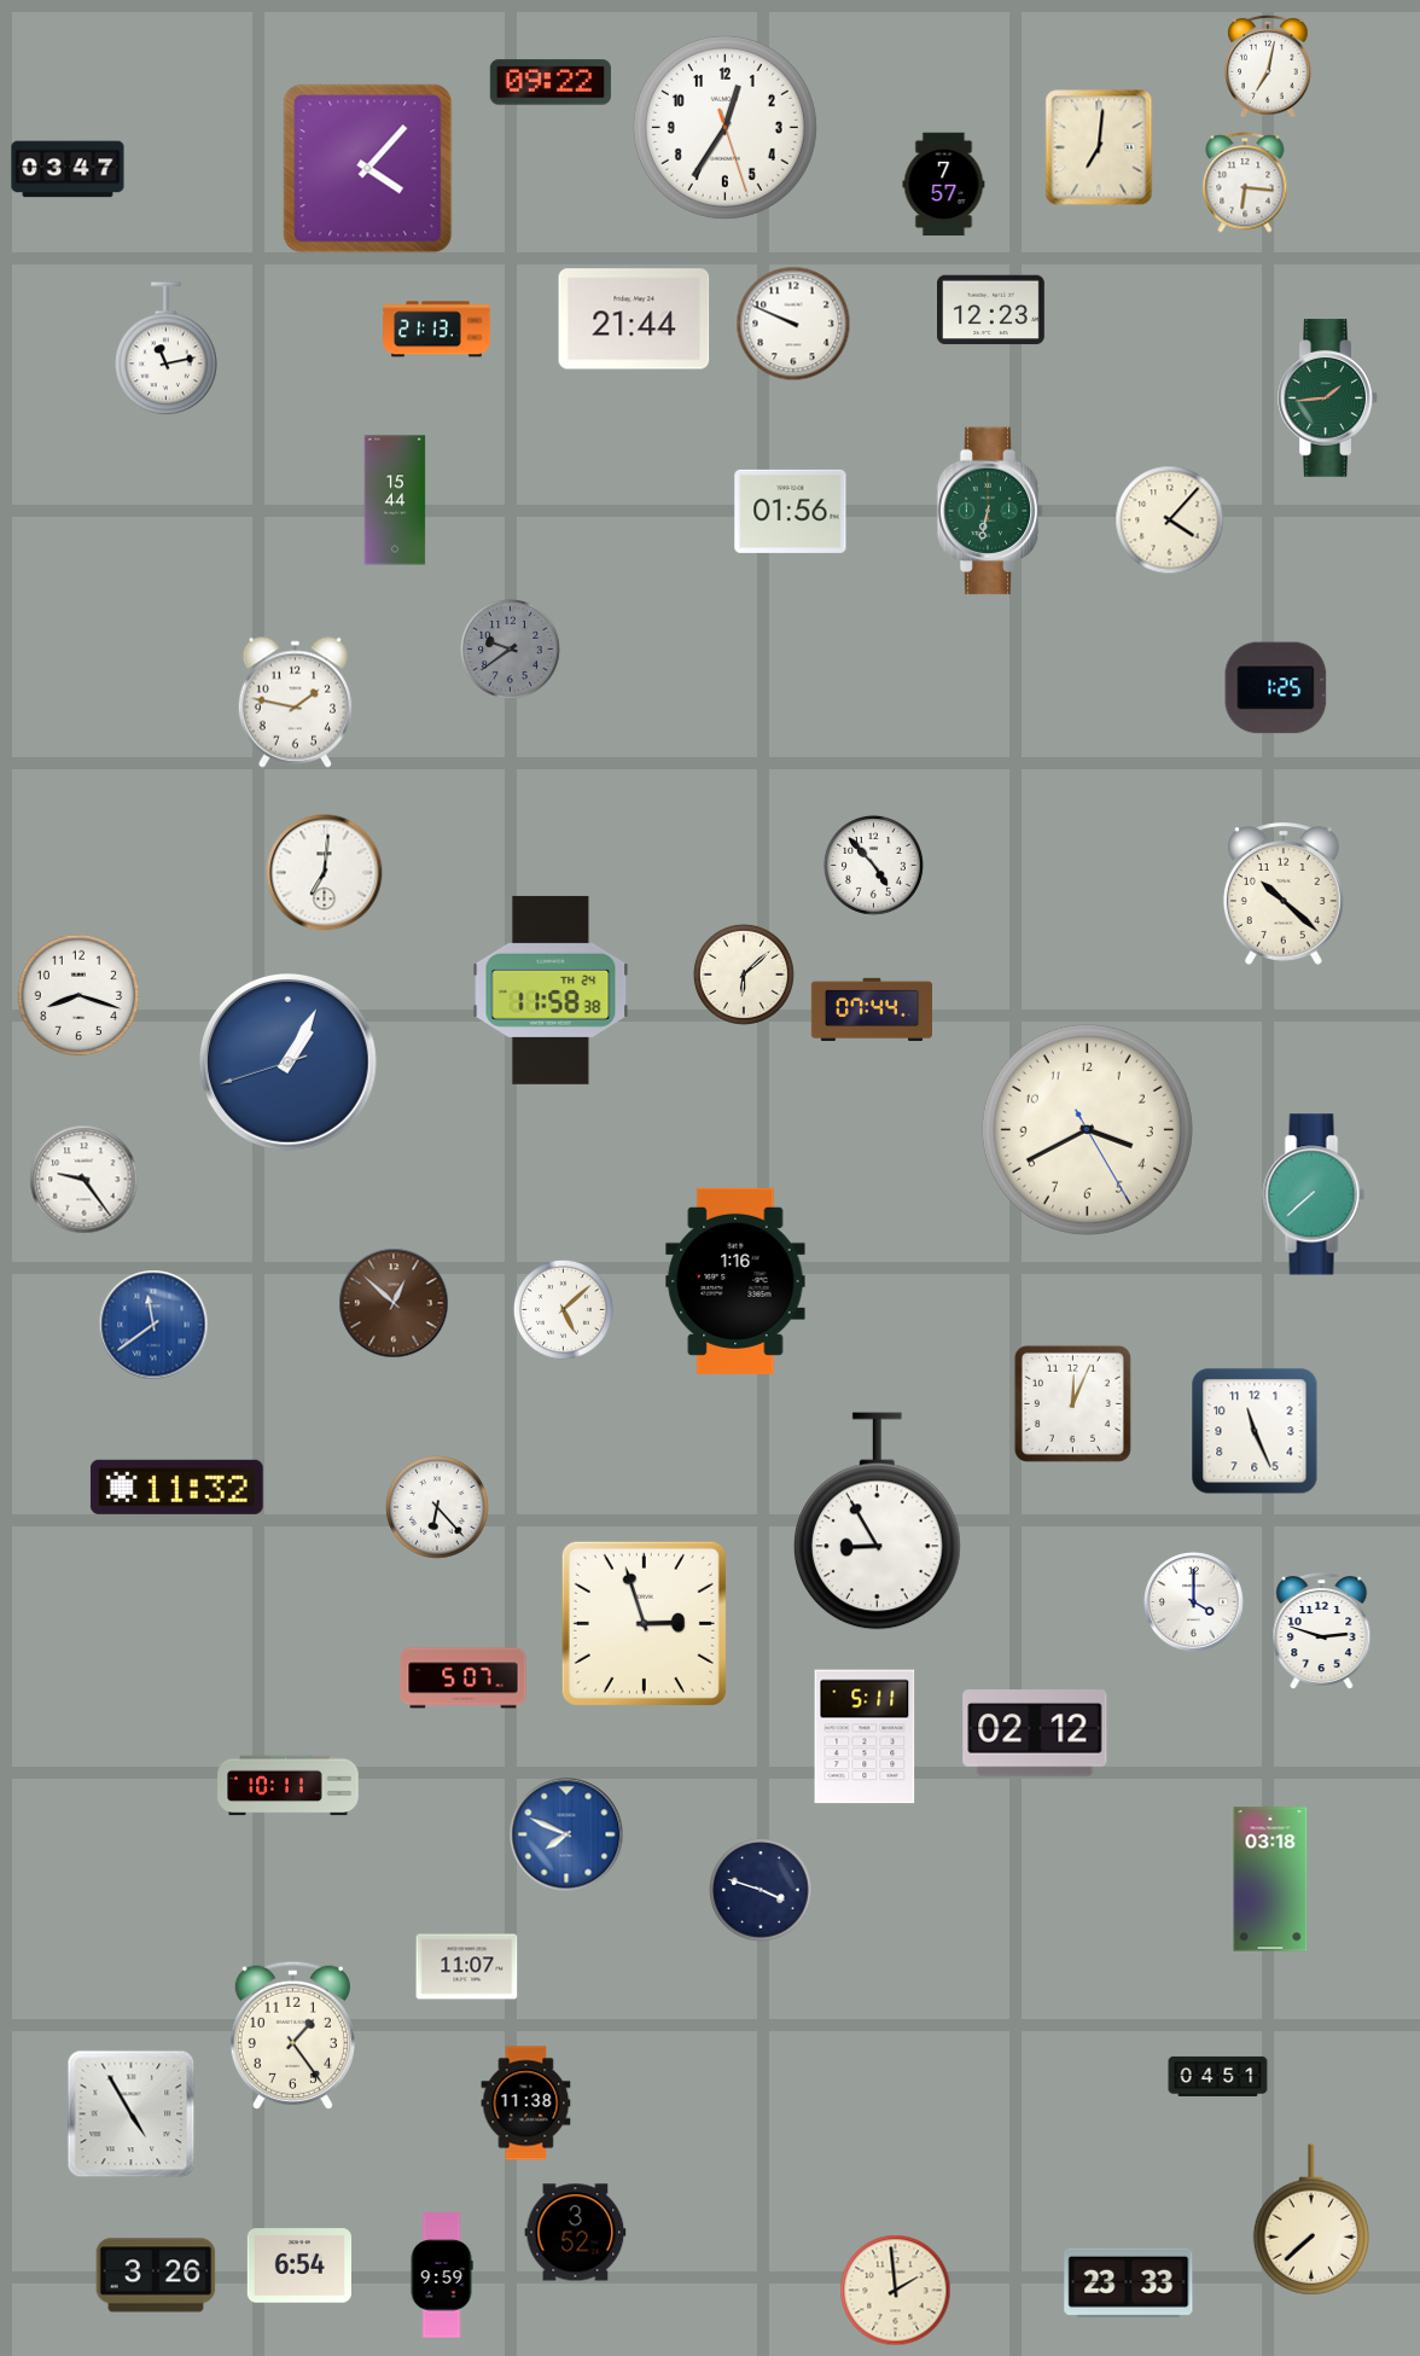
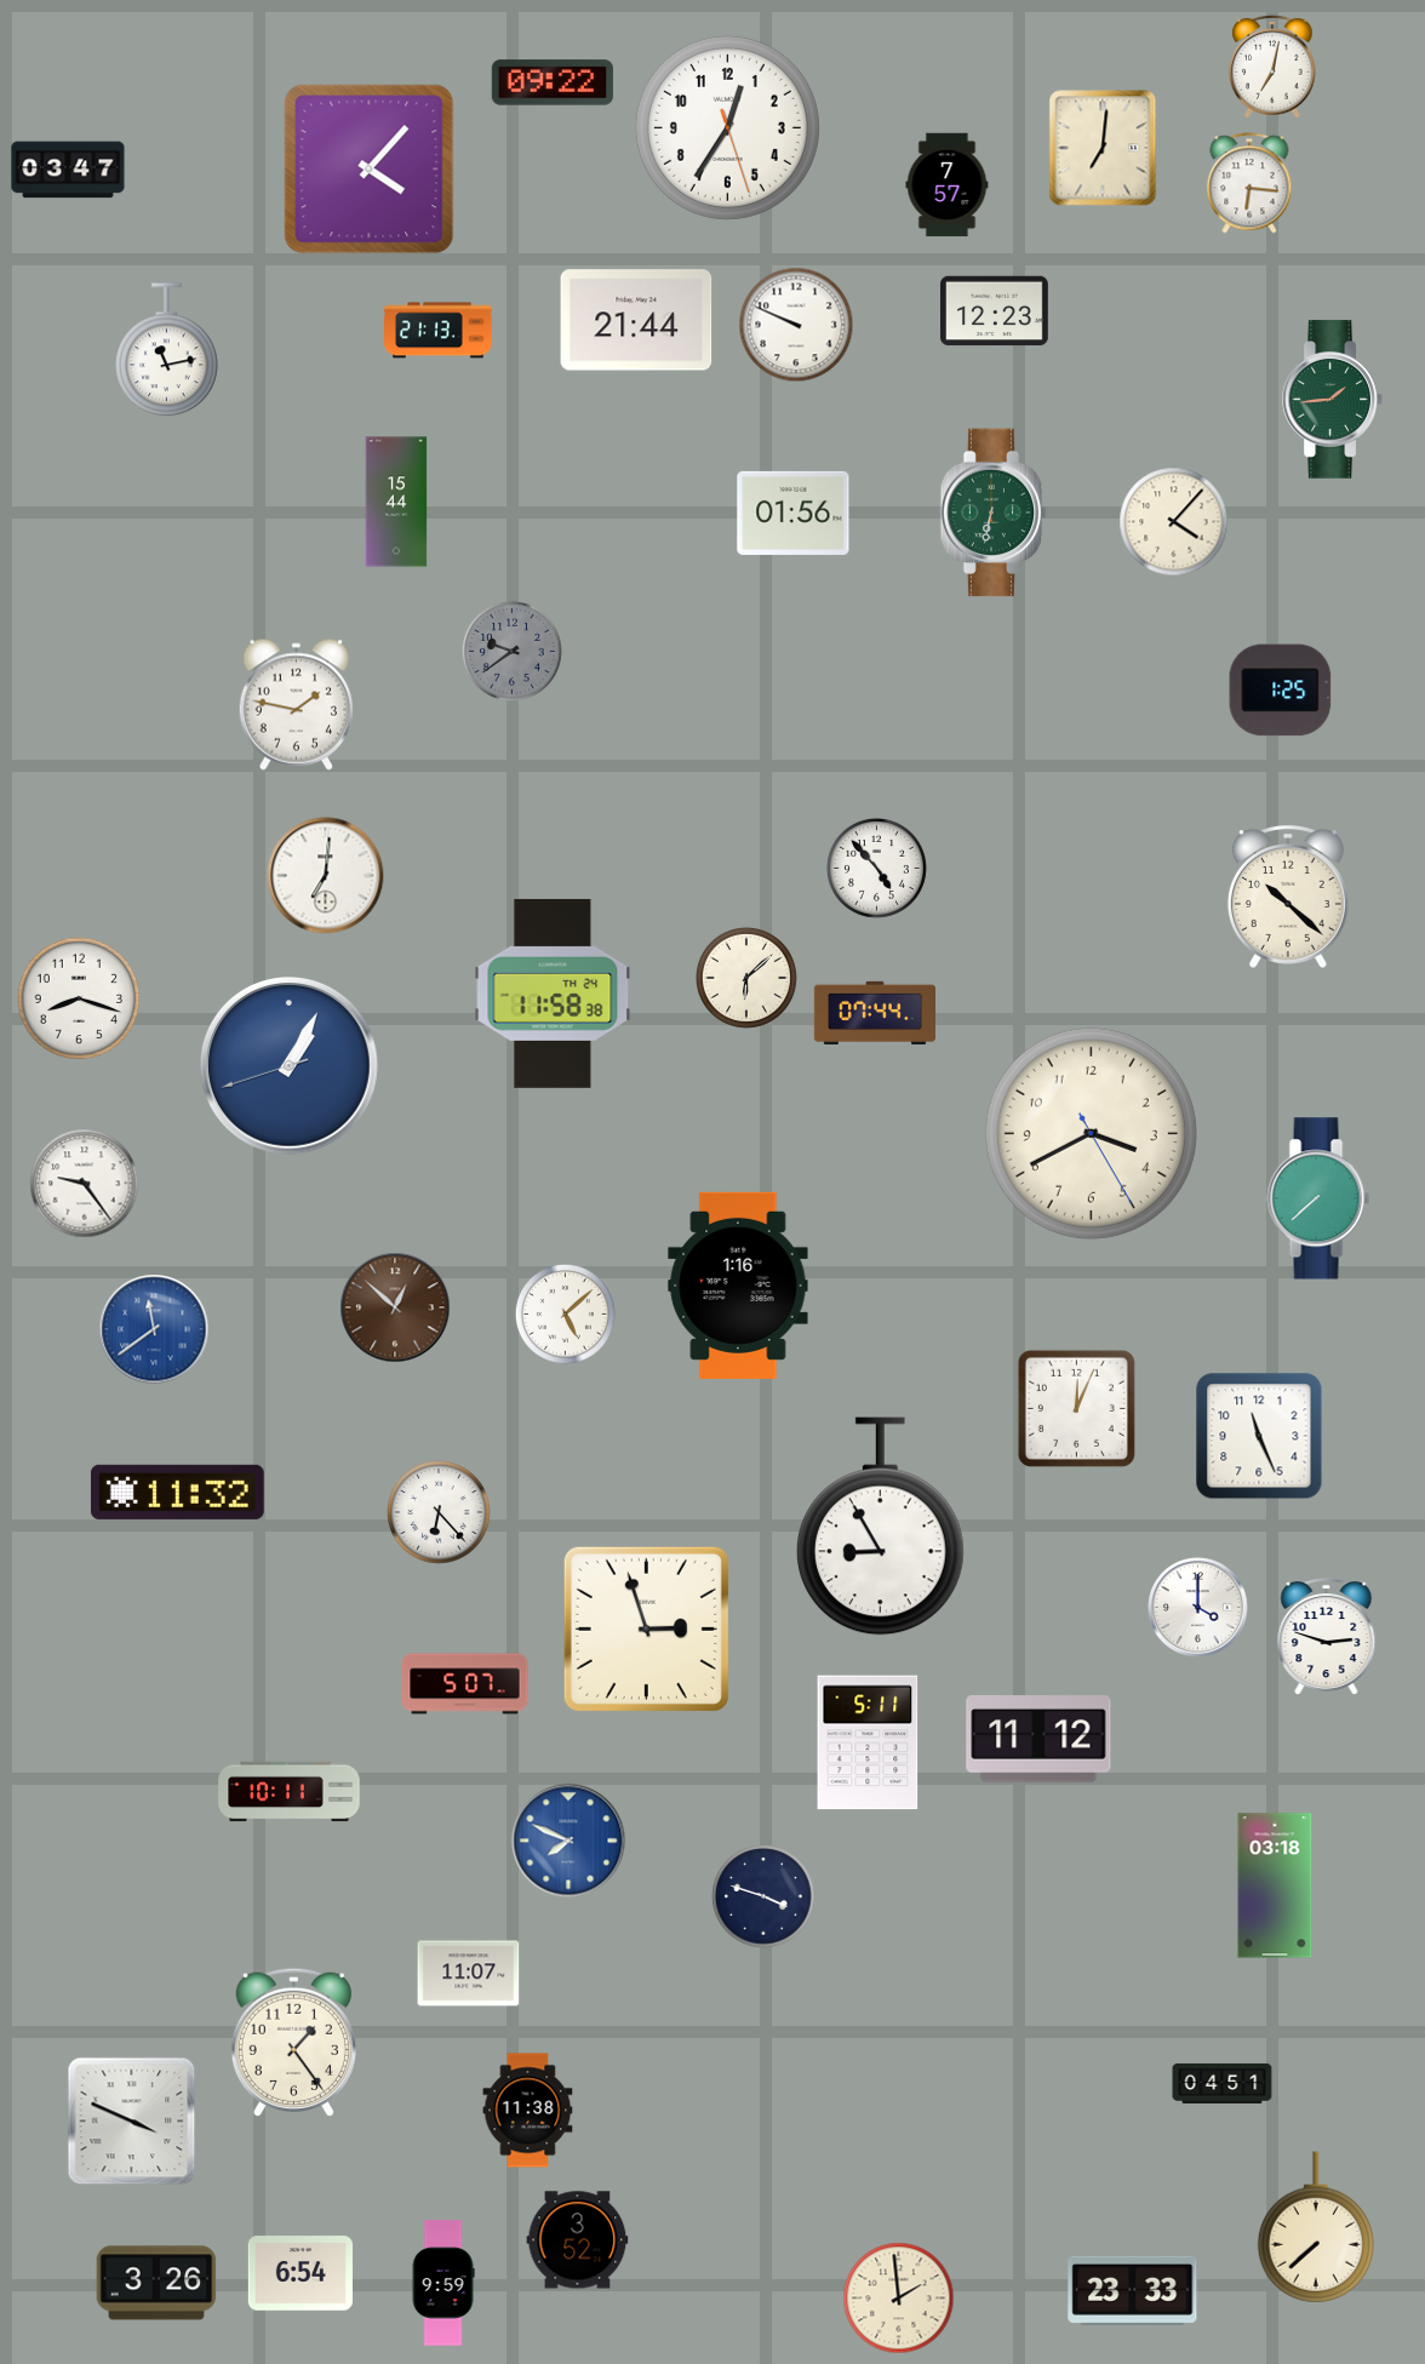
clock at (1035, 1733): 02:12 -> 11:12
clock at (132, 2114): 4:55 -> 3:49
